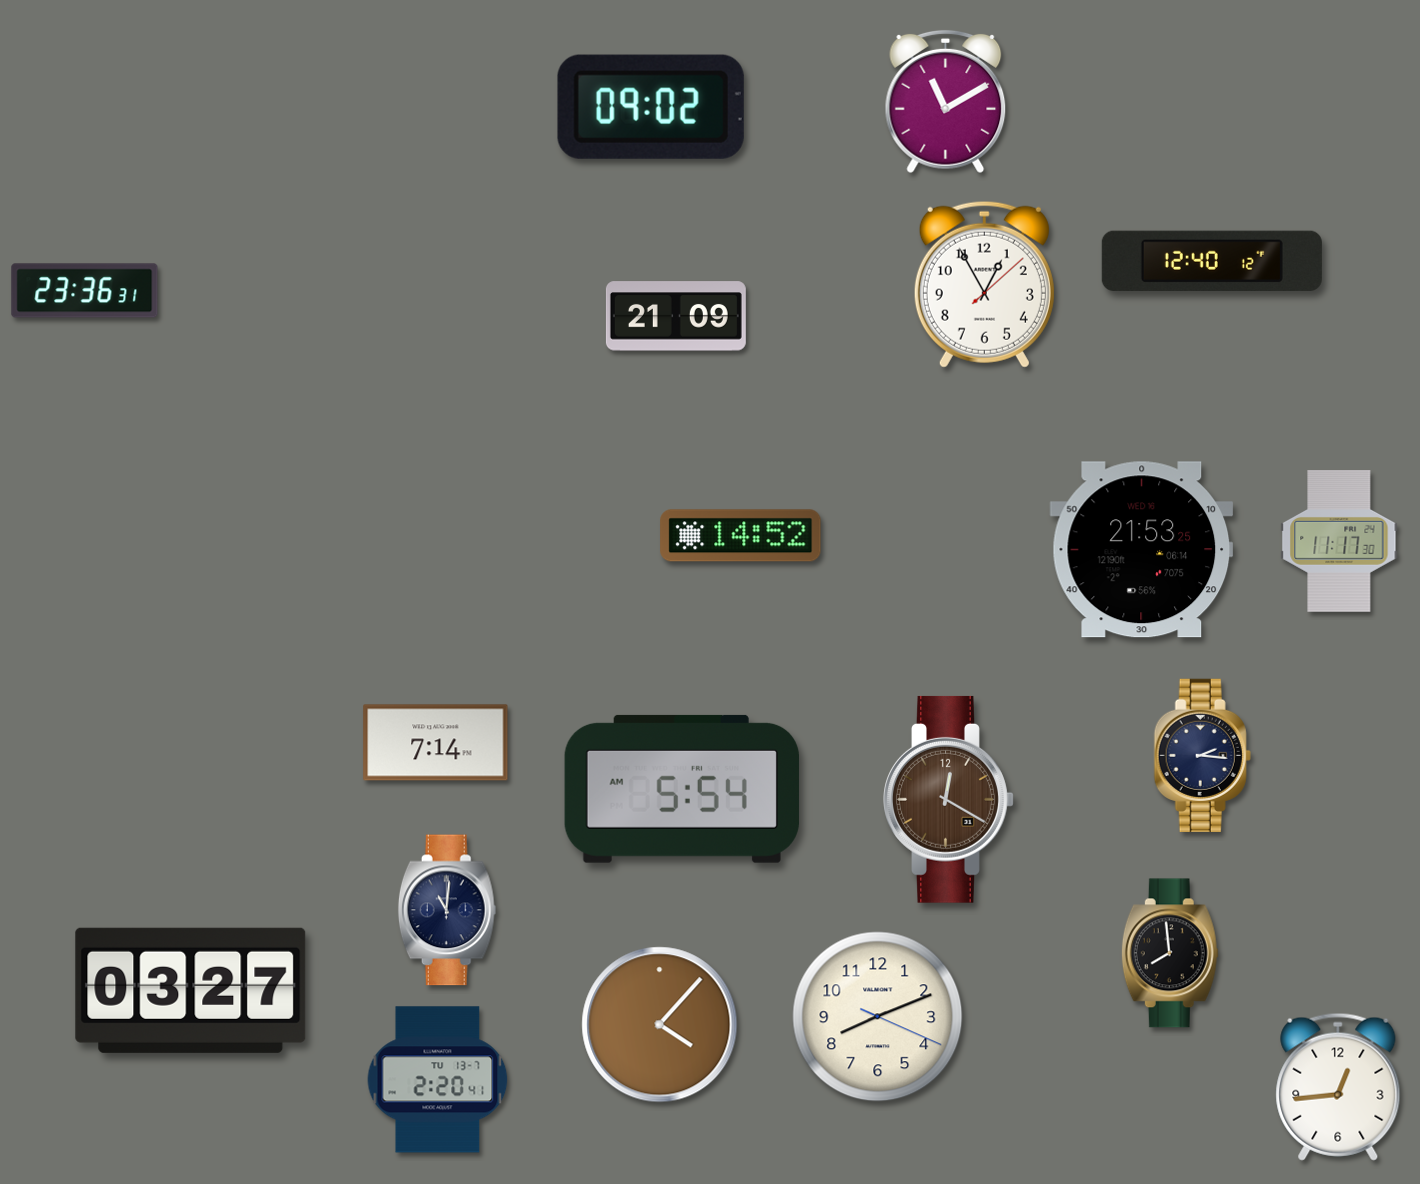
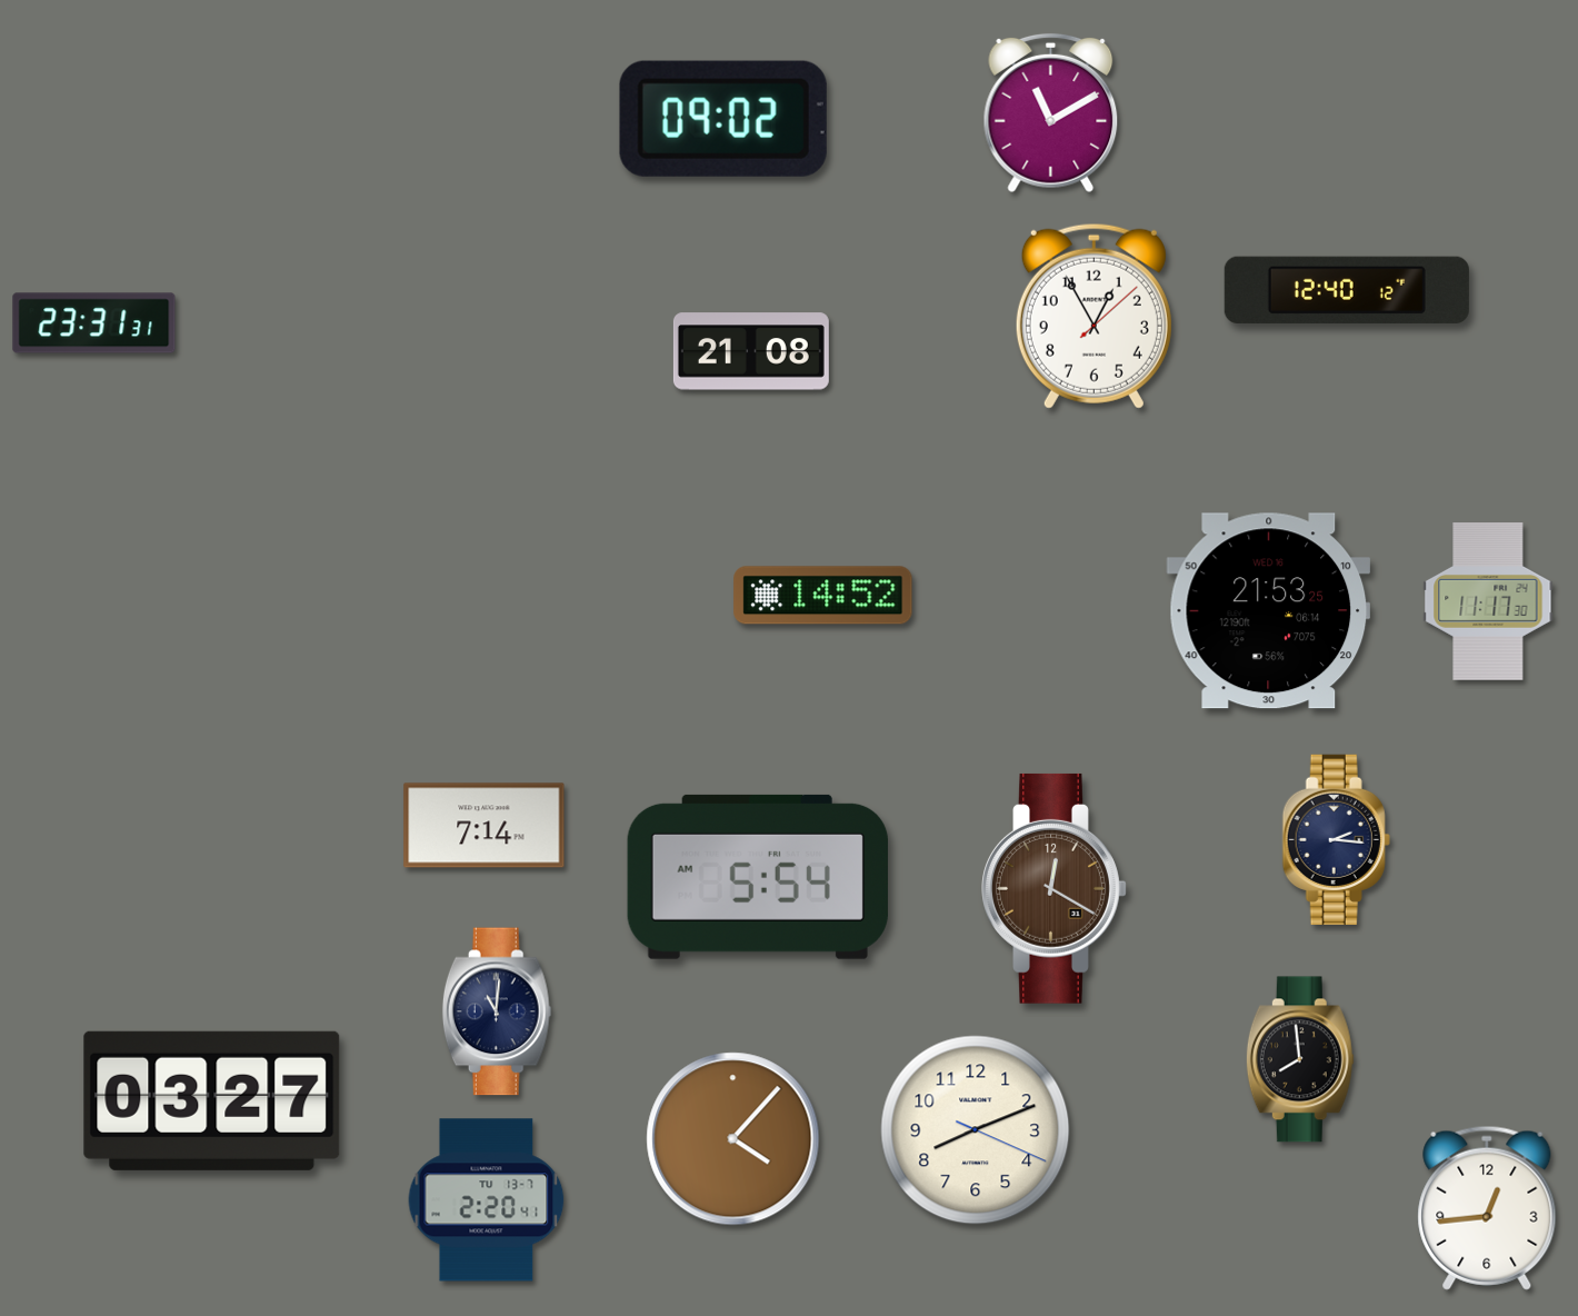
clock at (85, 291): 23:36 -> 23:31
clock at (676, 316): 21:09 -> 21:08
